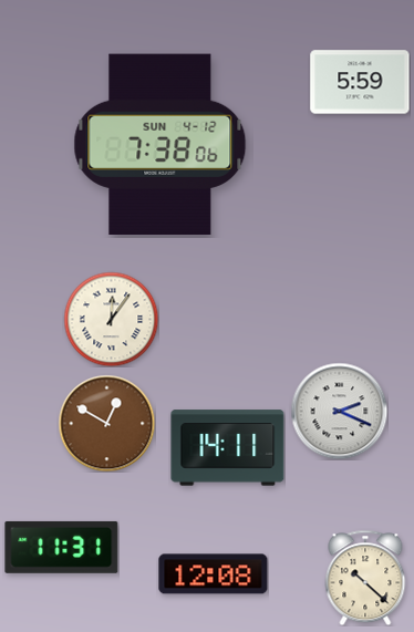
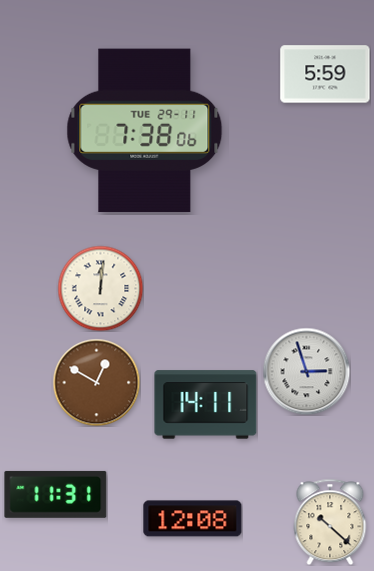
clock at (161, 145) date: SUN 4-12 -> TUE 29-11
clock at (111, 319): 12:06 -> 12:01
clock at (339, 411): 2:19 -> 2:57
